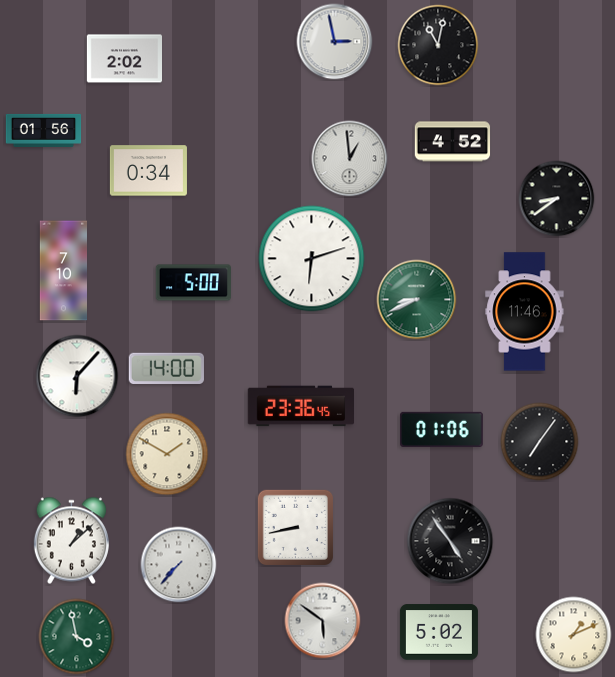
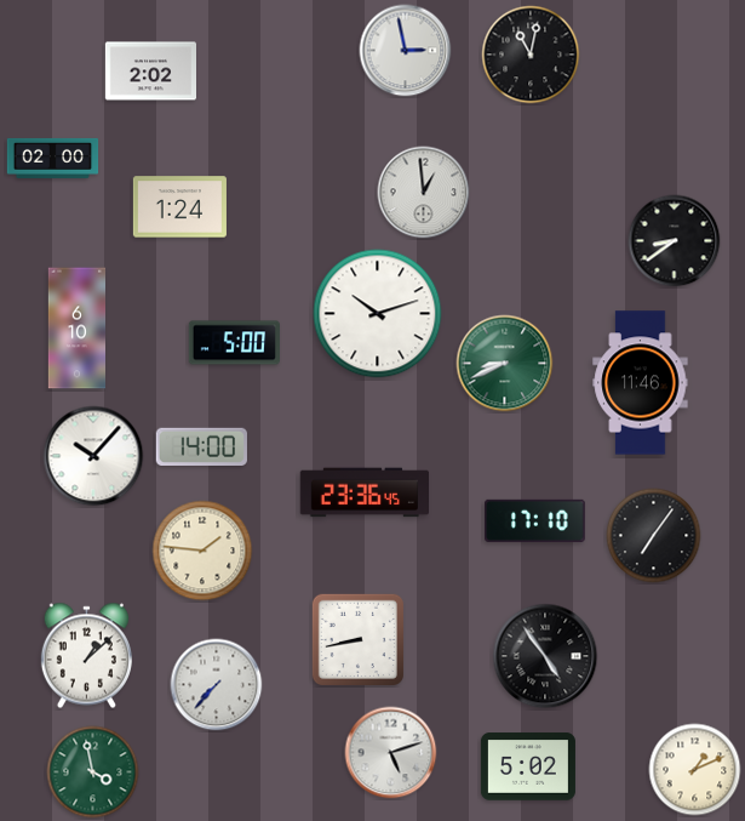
clock at (44, 130): 01:56 -> 02:00
clock at (453, 142): 4:52 -> none
clock at (148, 171): 0:34 -> 1:24
clock at (312, 259): 6:12 -> 10:12
clock at (63, 271): 7:10 -> 6:10
clock at (525, 312) position: (525, 312) -> (641, 383)
clock at (77, 376): 6:07 -> 10:07
clock at (442, 429): 01:06 -> 17:10
clock at (167, 454): 1:50 -> 1:46
clock at (323, 621): 5:51 -> 5:12
clock at (439, 632) position: (439, 632) -> (528, 766)
